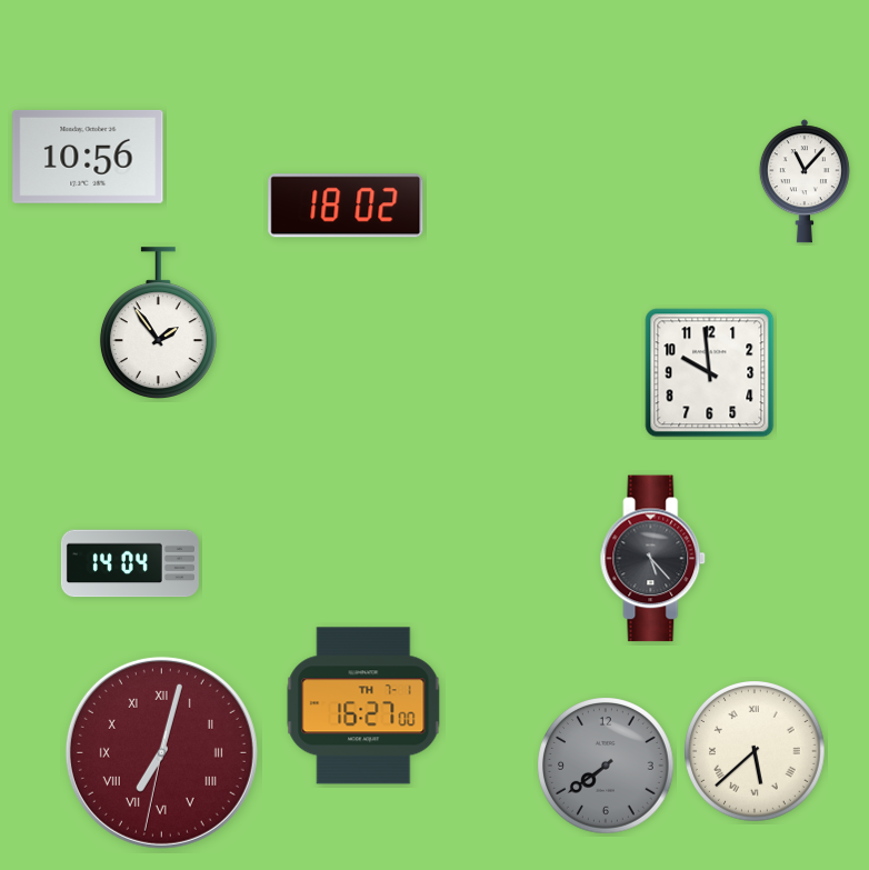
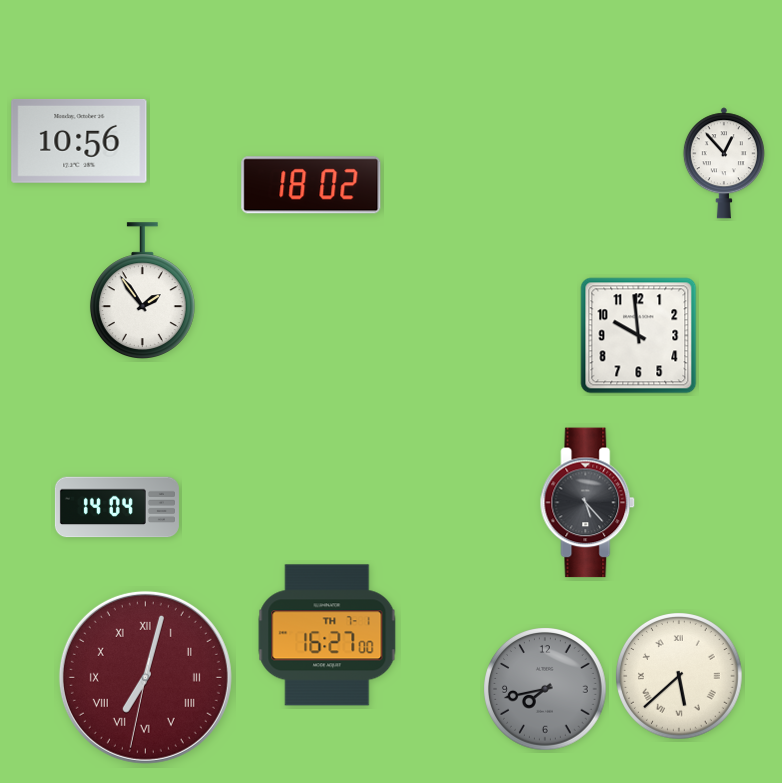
clock at (805, 181): 11:07 -> 12:53
clock at (606, 766): 7:39 -> 7:43
